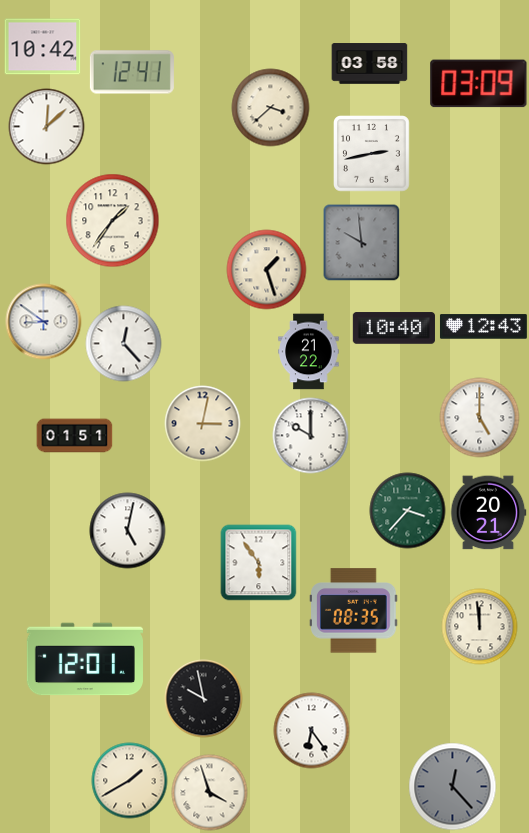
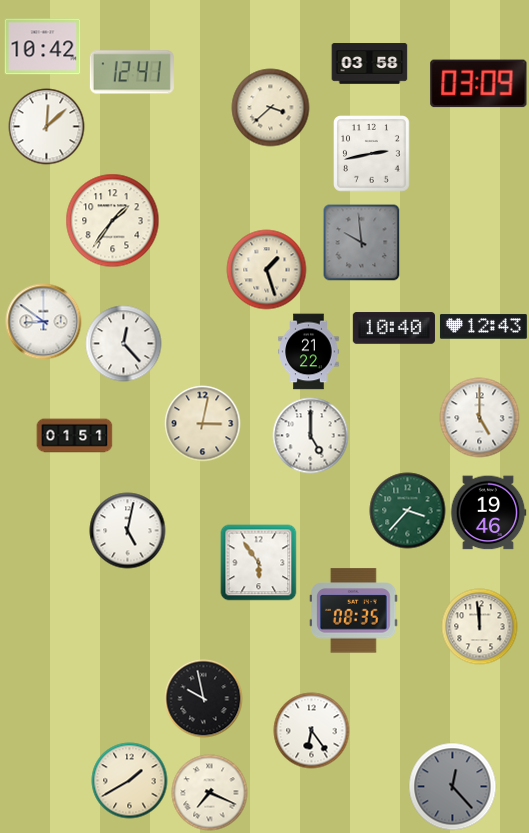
clock at (311, 436): 10:00 -> 5:00
clock at (488, 513): 20:21 -> 19:46
clock at (85, 659): 12:01 -> none
clock at (210, 793): 3:57 -> 7:19
